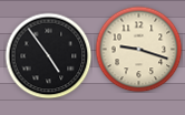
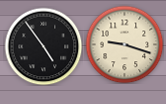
clock at (48, 55) position: (48, 55) -> (43, 46)
